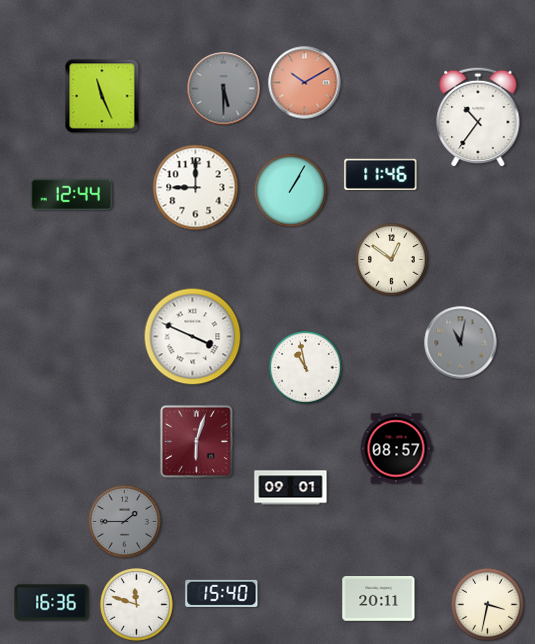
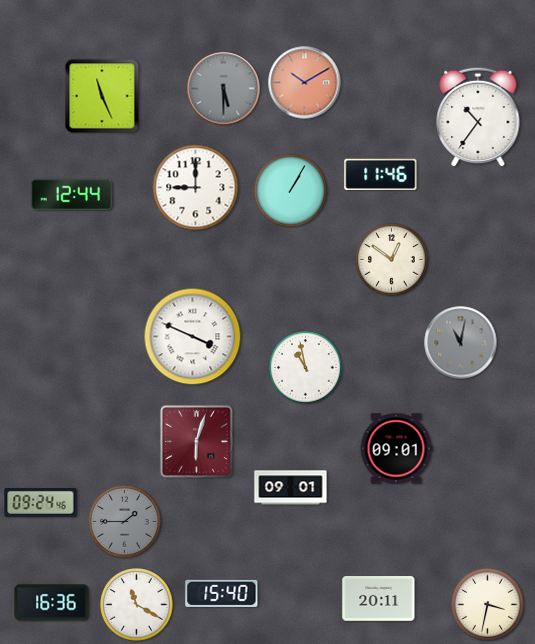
clock at (396, 449): 08:57 -> 09:01
clock at (41, 503): none -> 09:24
clock at (137, 605): 11:48 -> 11:20
